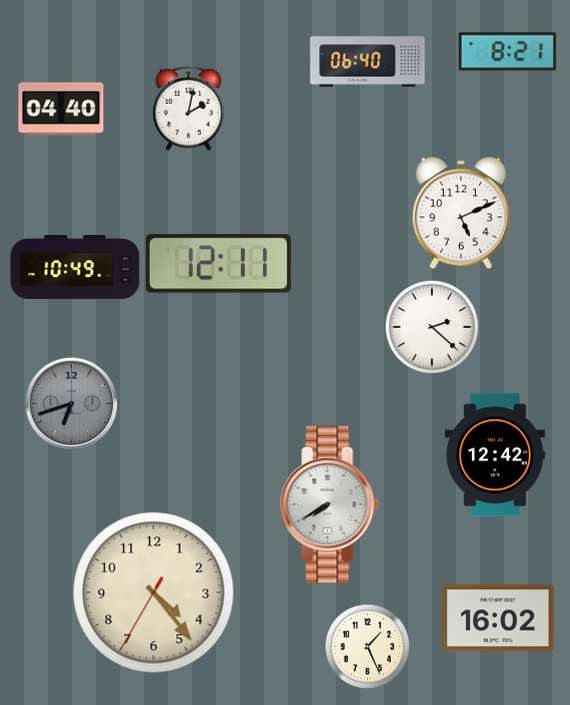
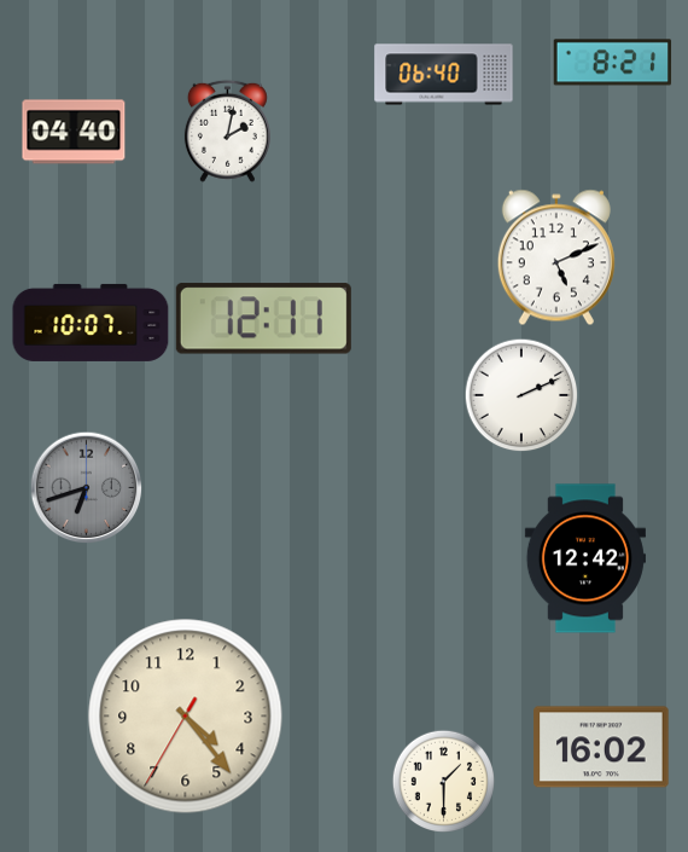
clock at (75, 267): 10:49 -> 10:07
clock at (432, 327): 2:22 -> 2:11
clock at (495, 455) position: (495, 455) -> (585, 558)
clock at (330, 505): 7:40 -> none
clock at (367, 646): 1:26 -> 1:30
